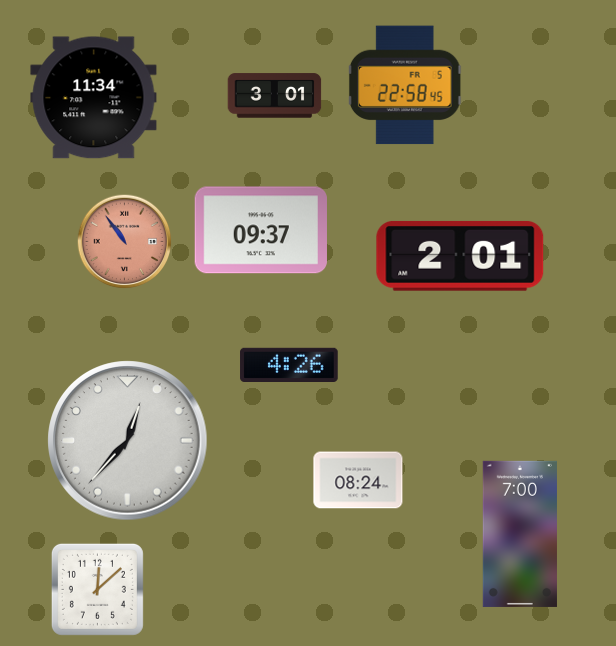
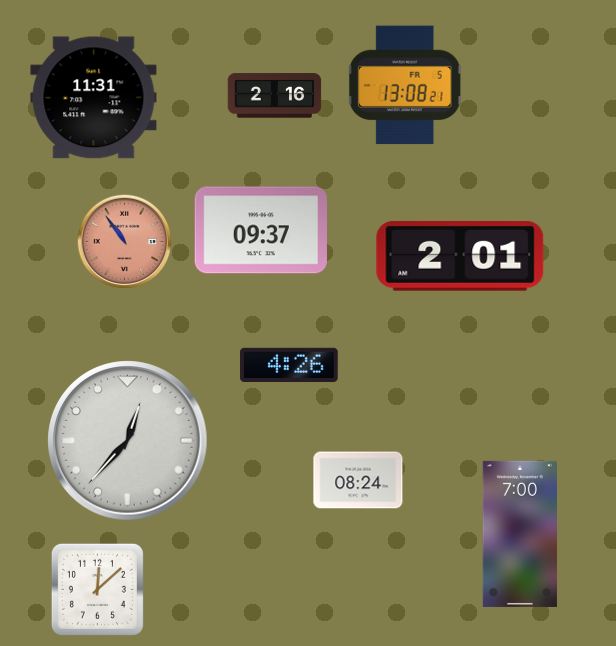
clock at (405, 85): 22:58 -> 13:08
clock at (275, 96): 3:01 -> 2:16
clock at (94, 98): 11:34 -> 11:31
